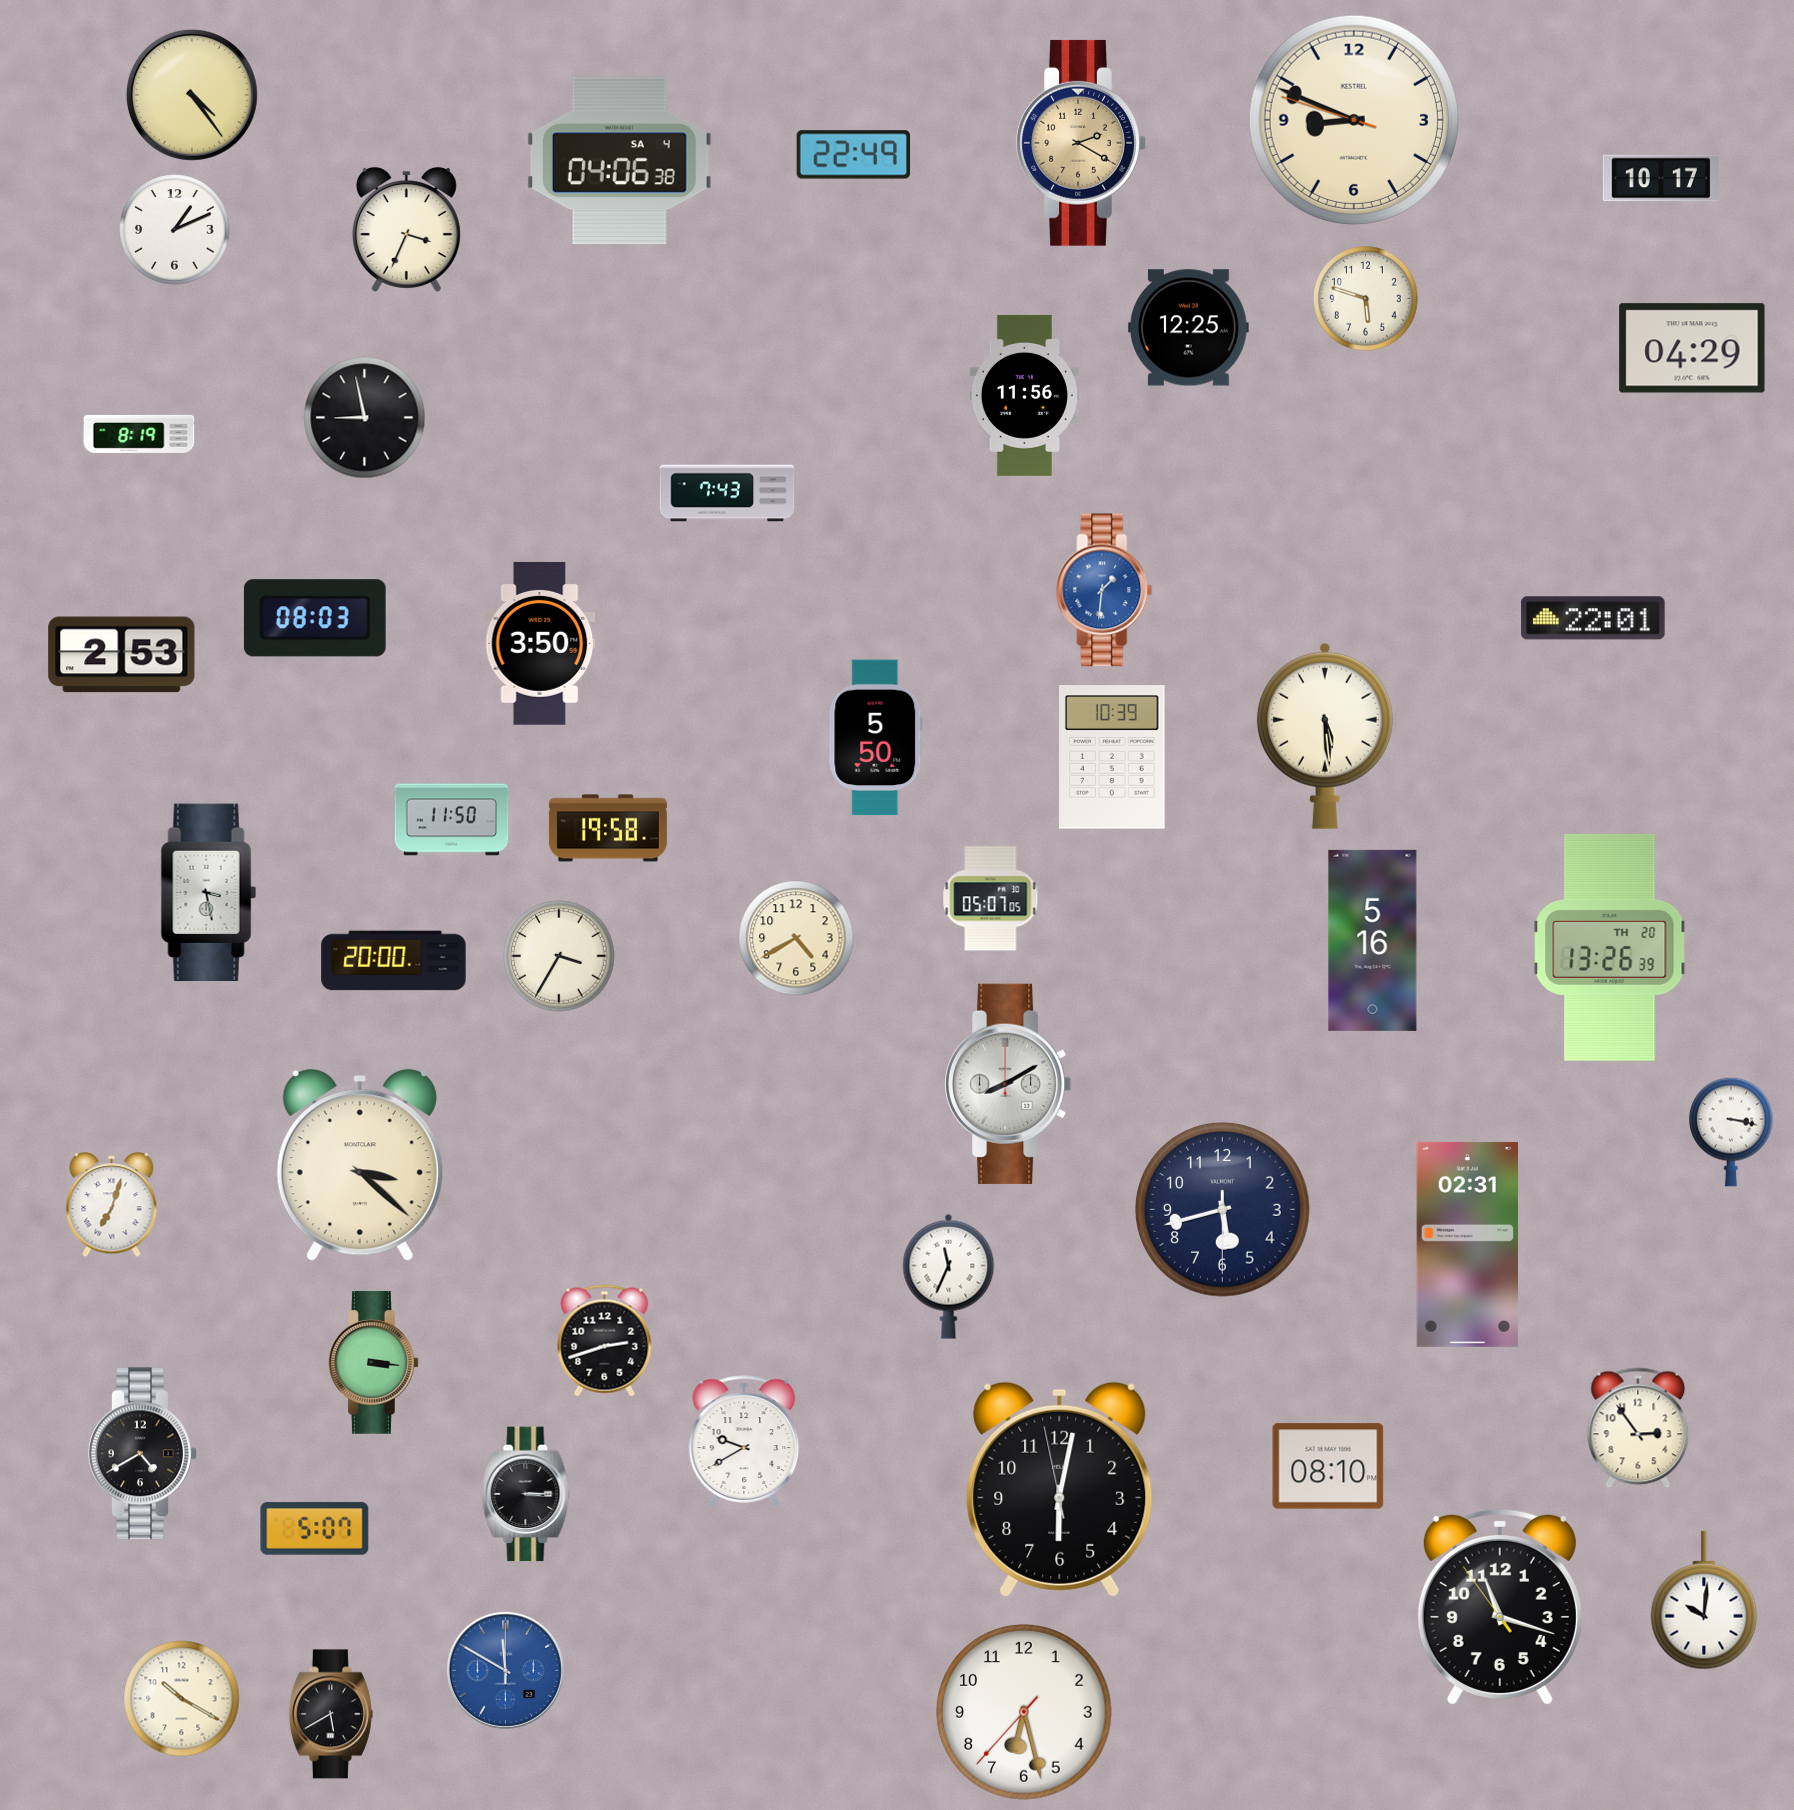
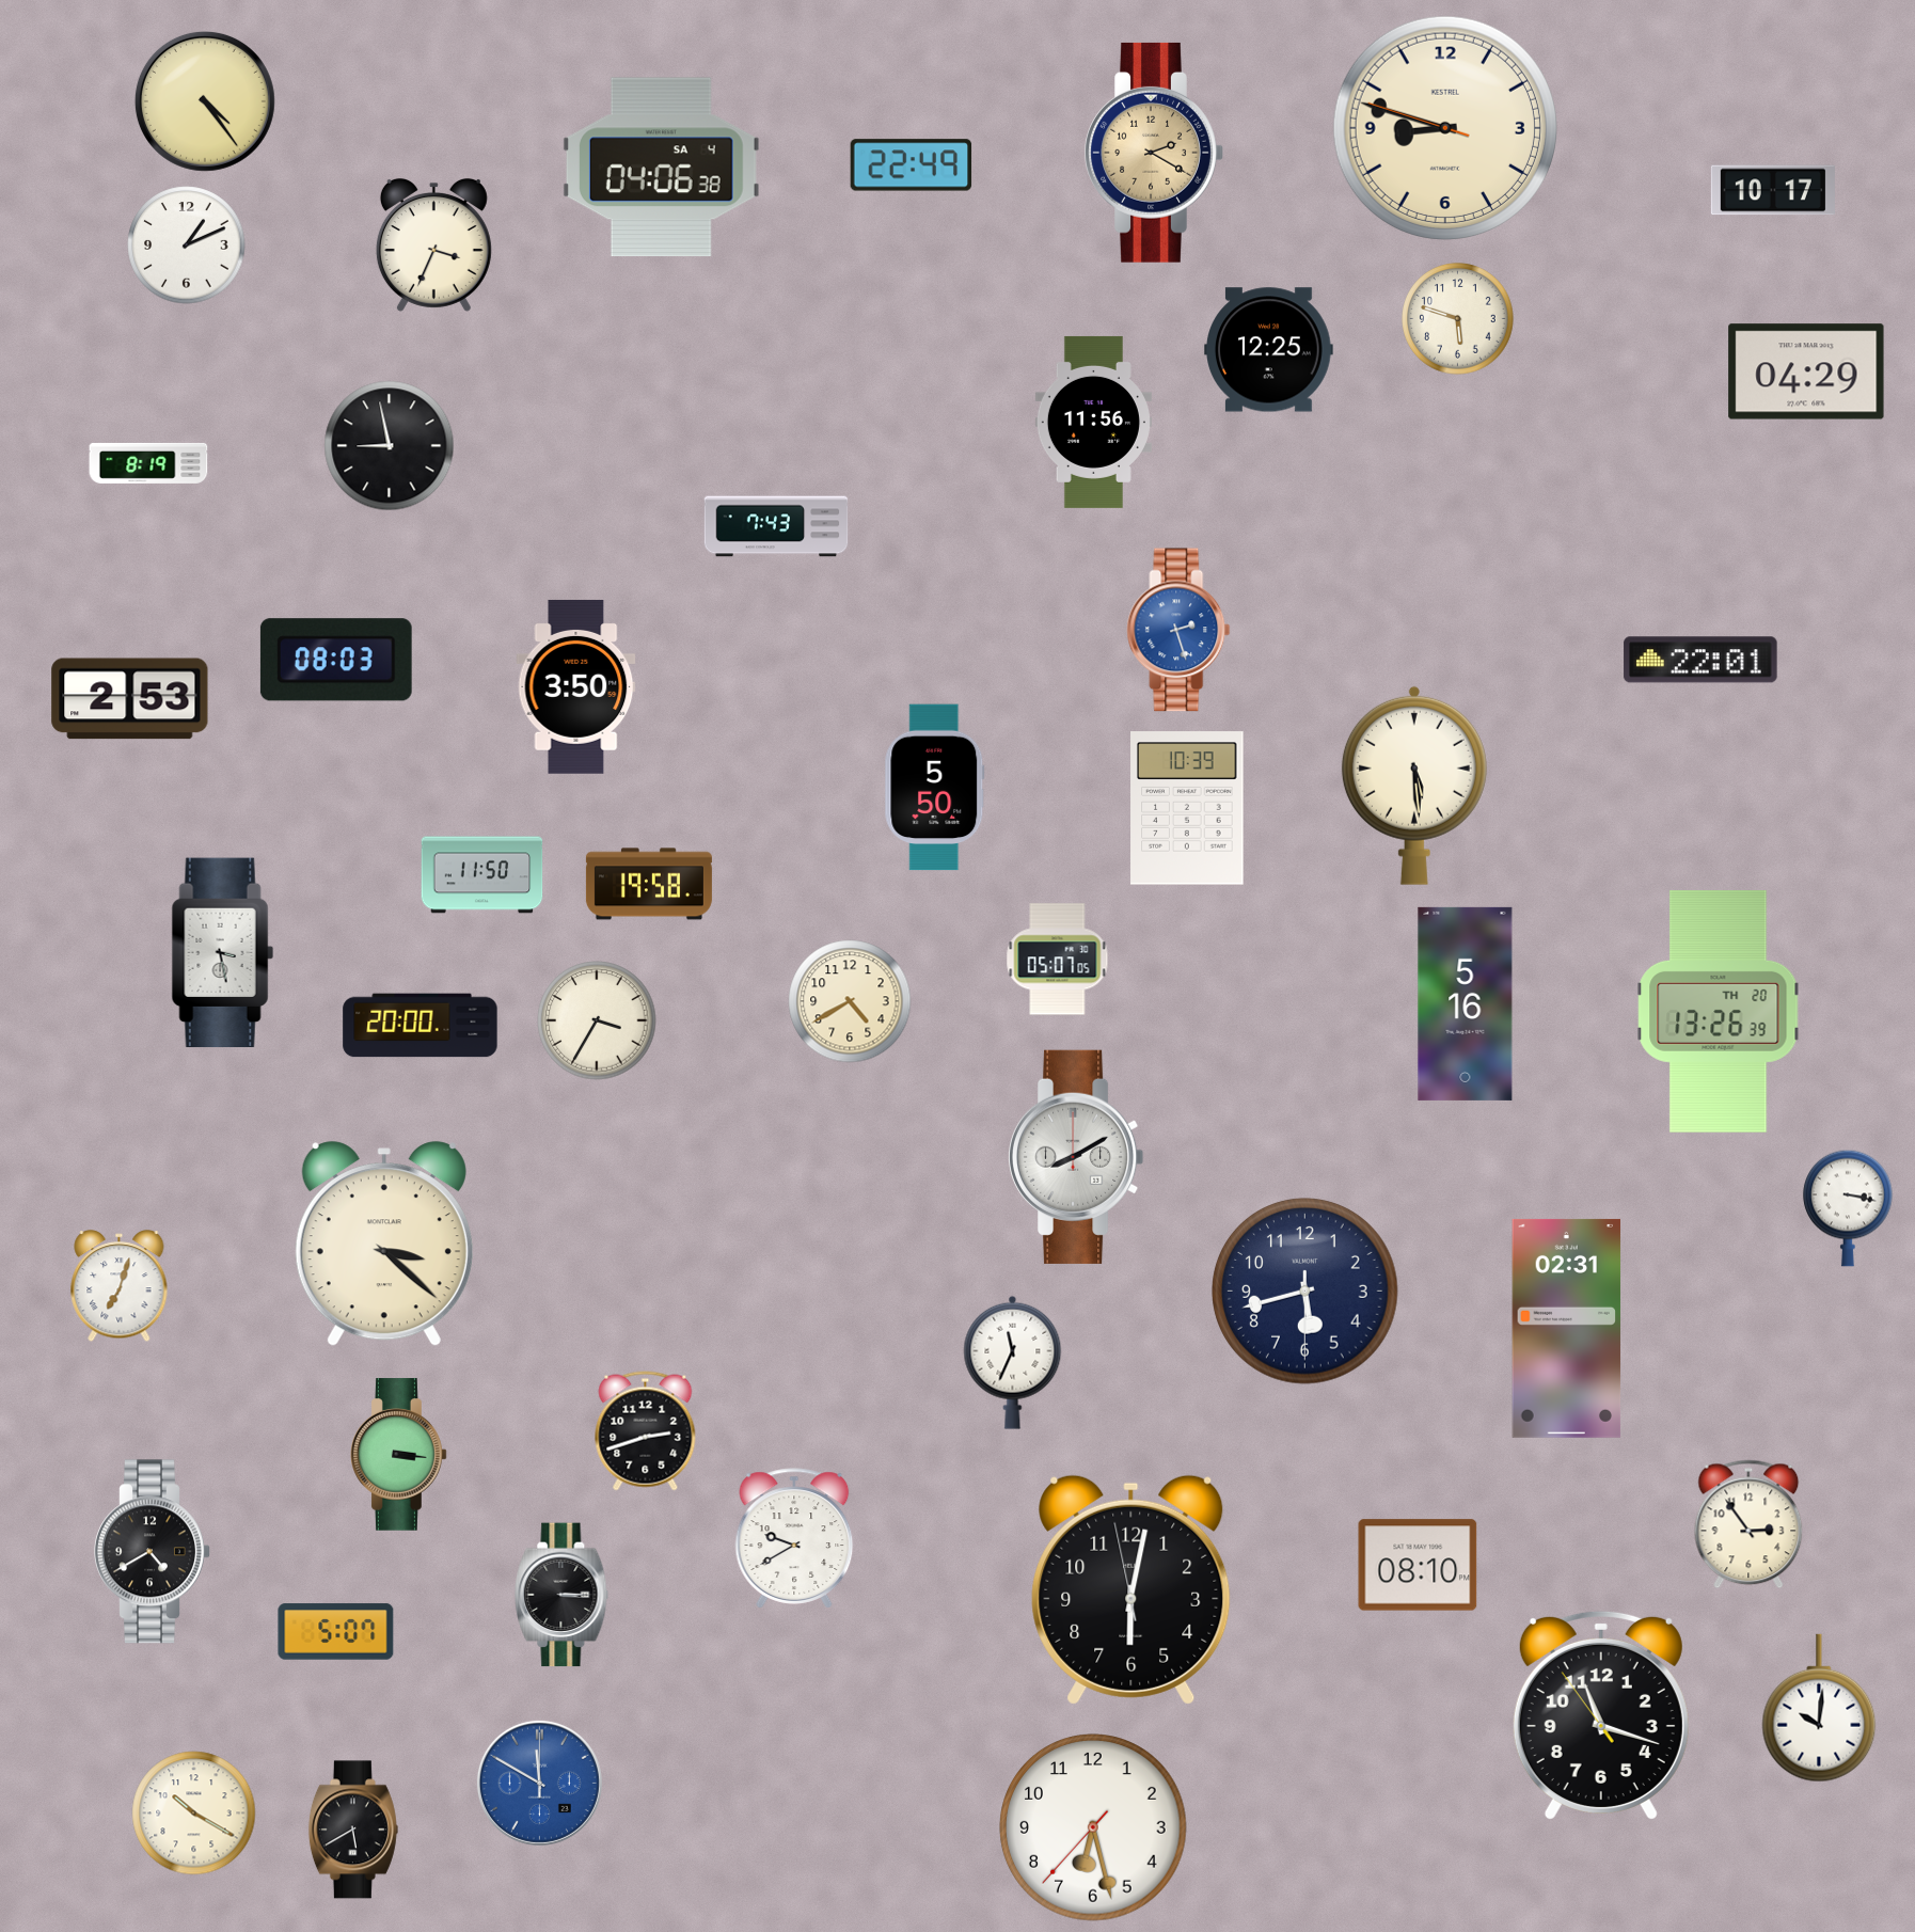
clock at (1354, 120): 8:48 -> 8:47
clock at (619, 161) position: (619, 161) -> (661, 168)
clock at (1104, 590): 1:31 -> 2:27
